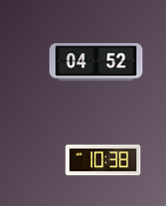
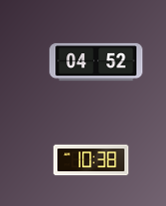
clock at (103, 160) position: (103, 160) -> (91, 160)
